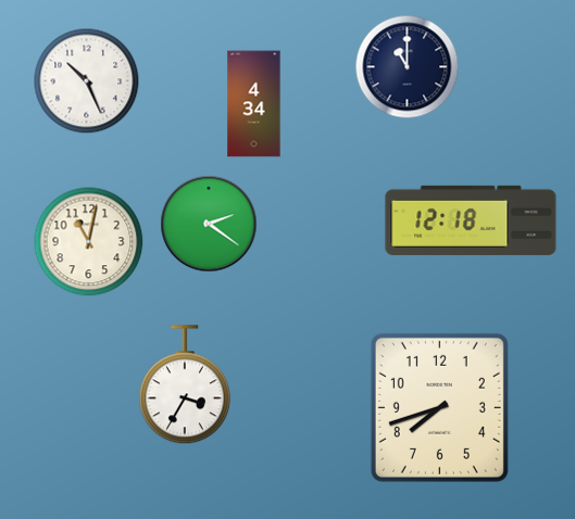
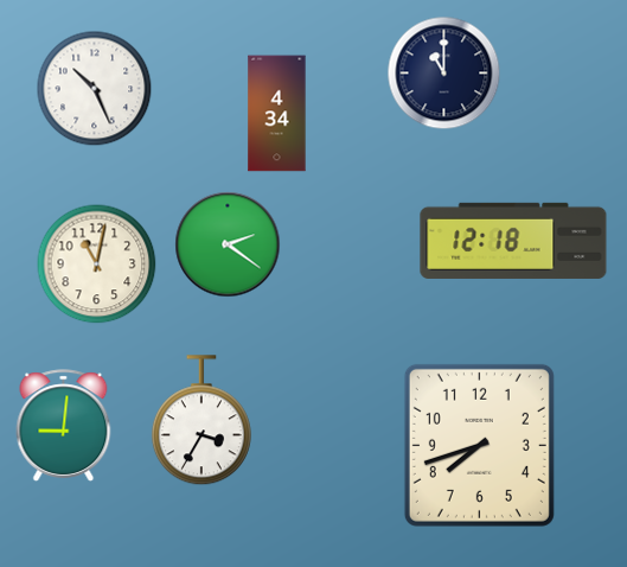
clock at (64, 426): none -> 9:01
